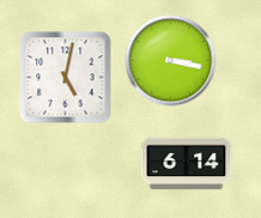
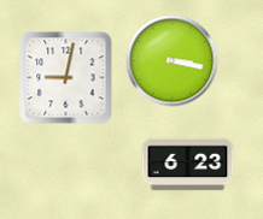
clock at (66, 78): 5:02 -> 9:02
clock at (187, 164): 6:14 -> 6:23
